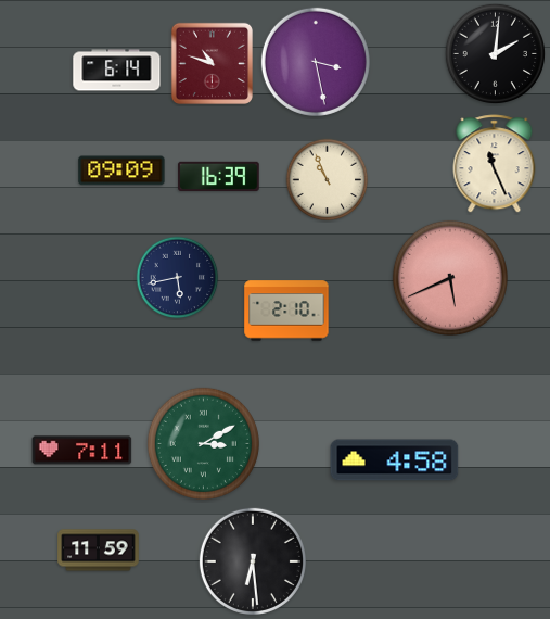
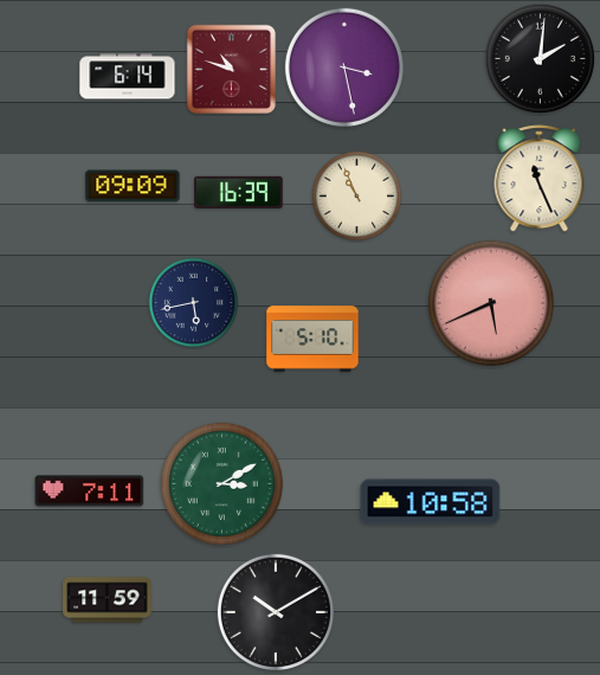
clock at (286, 311): 2:10 -> 5:10
clock at (395, 460): 4:58 -> 10:58
clock at (253, 561): 6:29 -> 10:10
